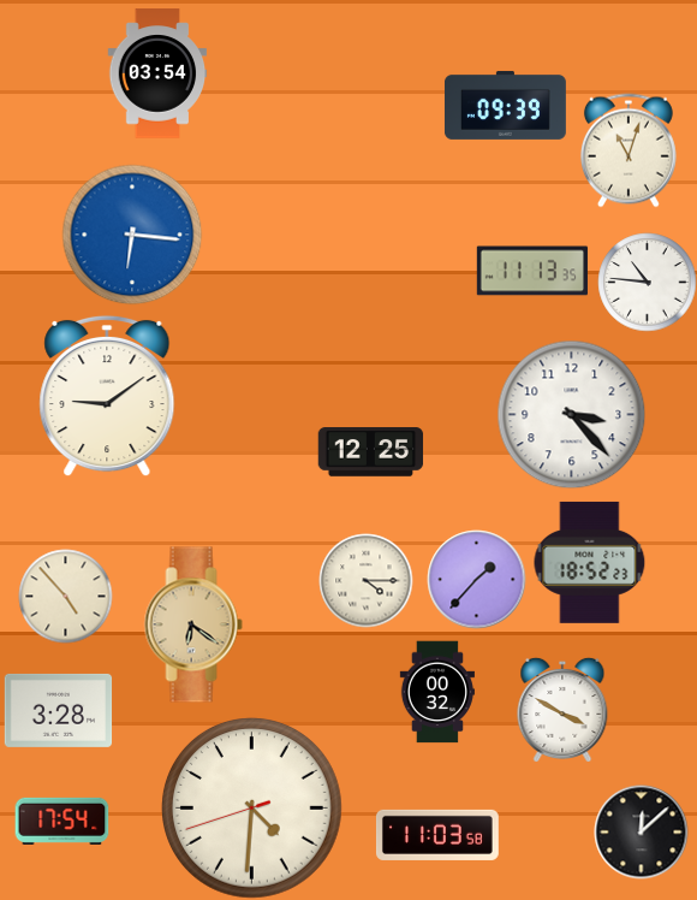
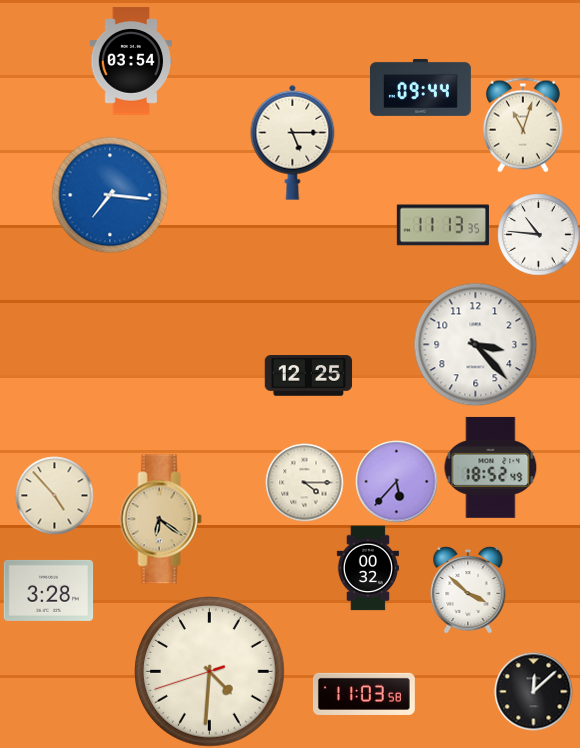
clock at (505, 105): 09:39 -> 09:44
clock at (293, 142): none -> 5:15
clock at (132, 235): 6:16 -> 7:16
clock at (107, 396): 9:09 -> none
clock at (590, 562): 18:52:23 -> 18:52:49
clock at (476, 579): 1:37 -> 5:37
clock at (437, 692) position: (437, 692) -> (368, 568)
clock at (562, 710): 3:50 -> 3:52
clock at (61, 821): 17:54 -> none
